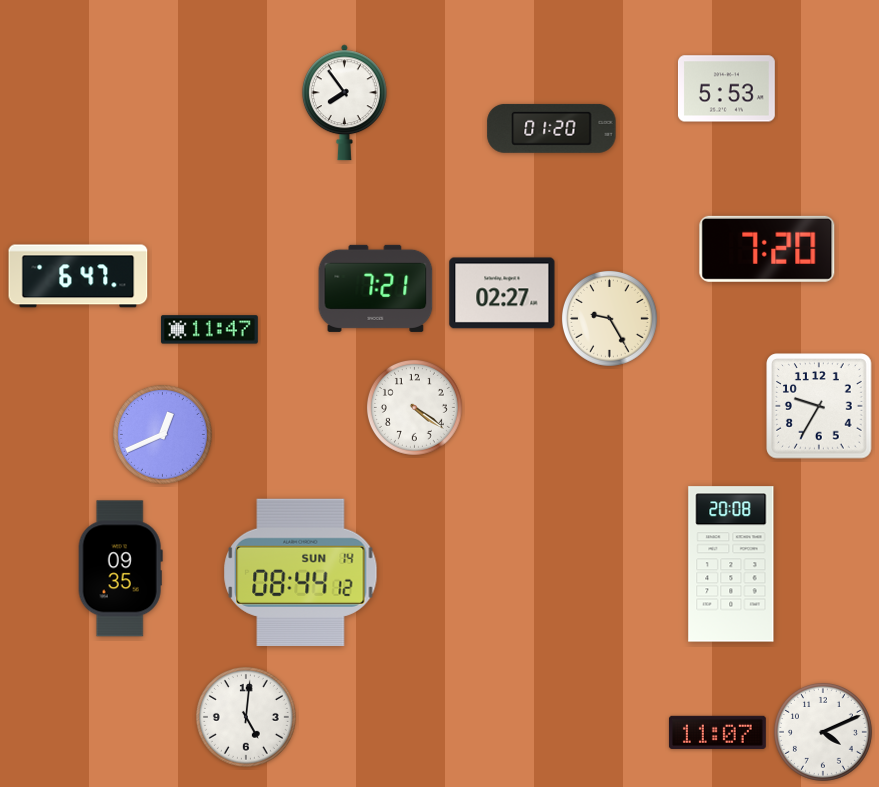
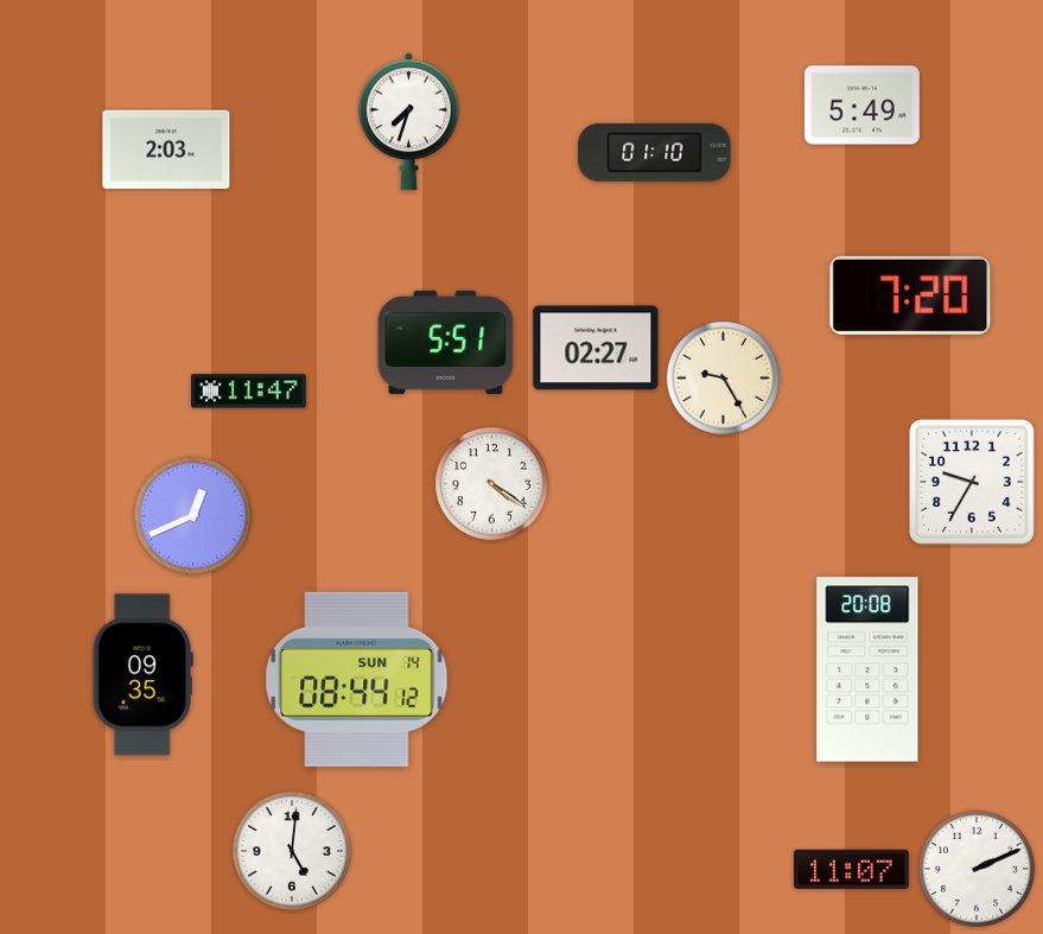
clock at (726, 89): 5:53 -> 5:49
clock at (344, 103): 7:54 -> 7:33
clock at (166, 148): none -> 2:03
clock at (552, 128): 01:20 -> 01:10
clock at (78, 276): 6:47 -> none
clock at (376, 288): 7:21 -> 5:51
clock at (823, 732): 4:11 -> 2:11
